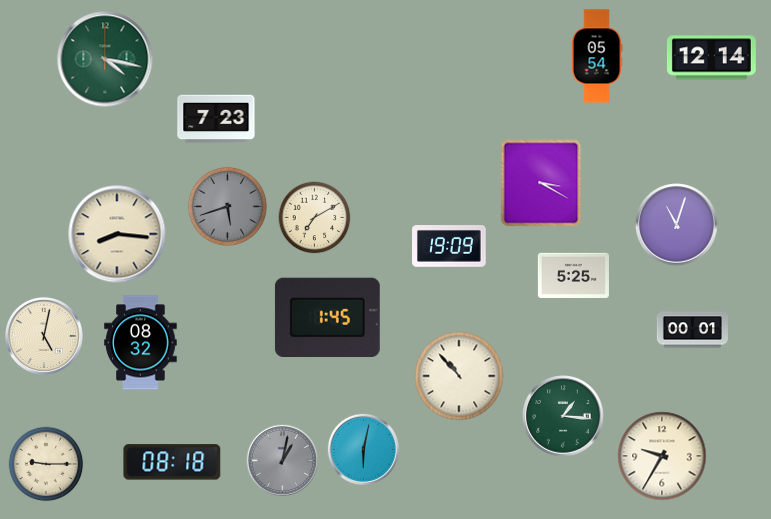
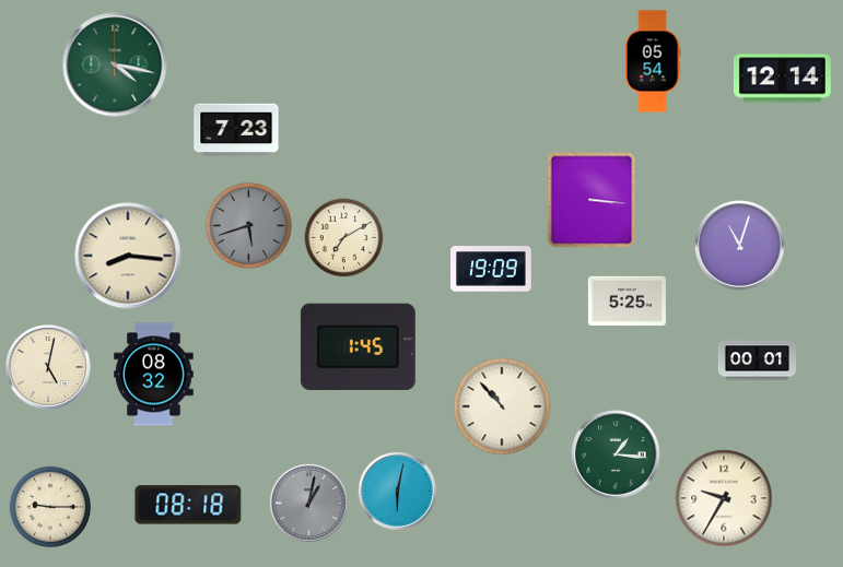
clock at (711, 58) position: (711, 58) -> (782, 79)
clock at (541, 183): 3:20 -> 3:16
clock at (459, 376) position: (459, 376) -> (502, 406)
